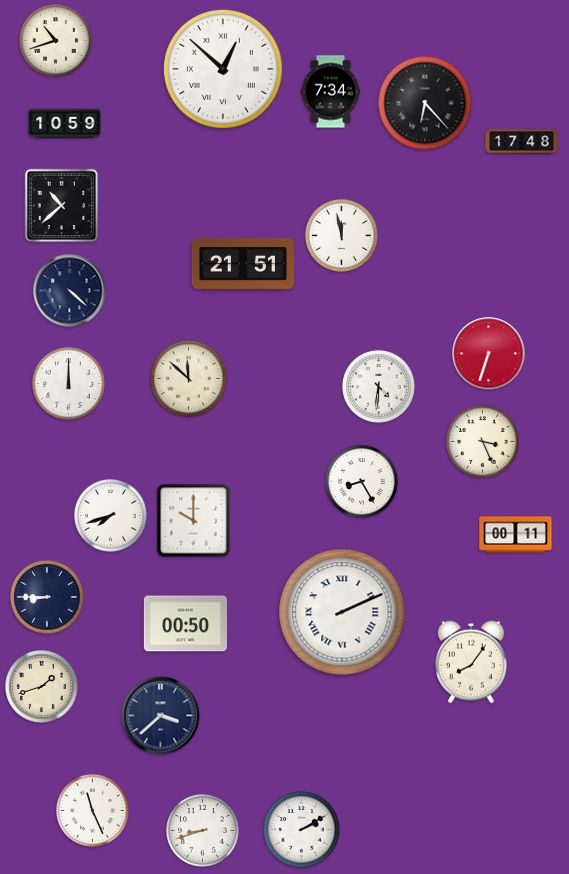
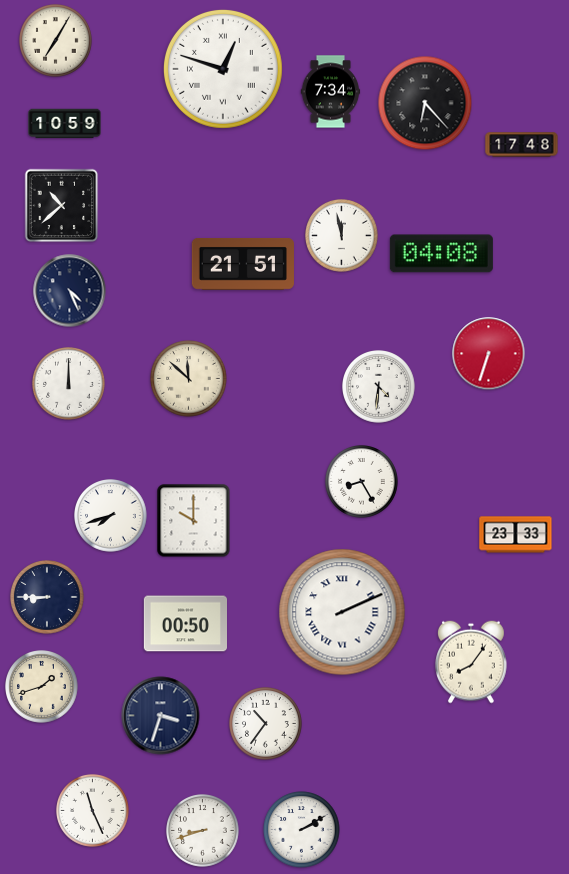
clock at (56, 41): 10:42 -> 7:05
clock at (223, 69): 12:52 -> 12:48
clock at (522, 142) position: (522, 142) -> (522, 145)
clock at (441, 254): none -> 04:08
clock at (70, 291): 4:22 -> 4:26
clock at (483, 442): 3:26 -> none
clock at (516, 535): 00:11 -> 23:33
clock at (161, 716): 3:38 -> 3:33
clock at (266, 724): none -> 10:36
